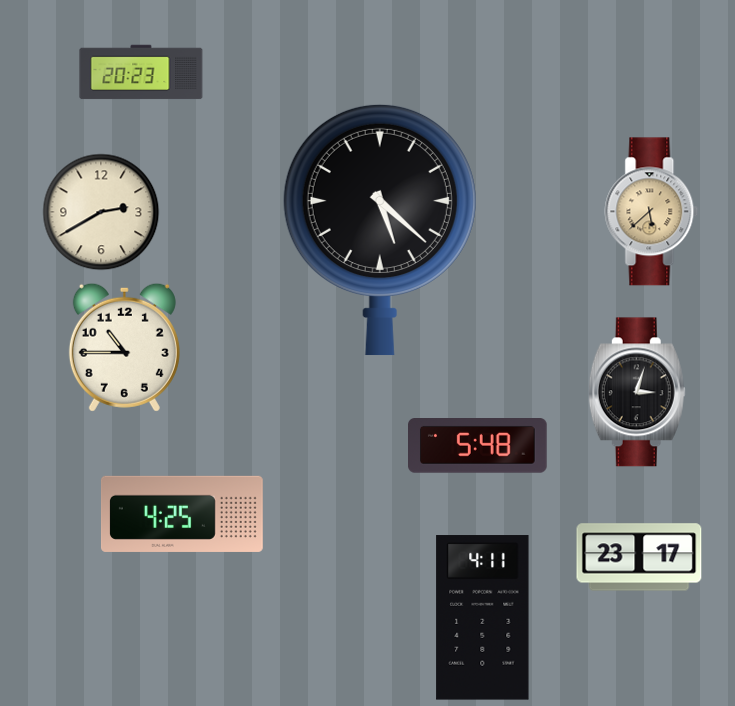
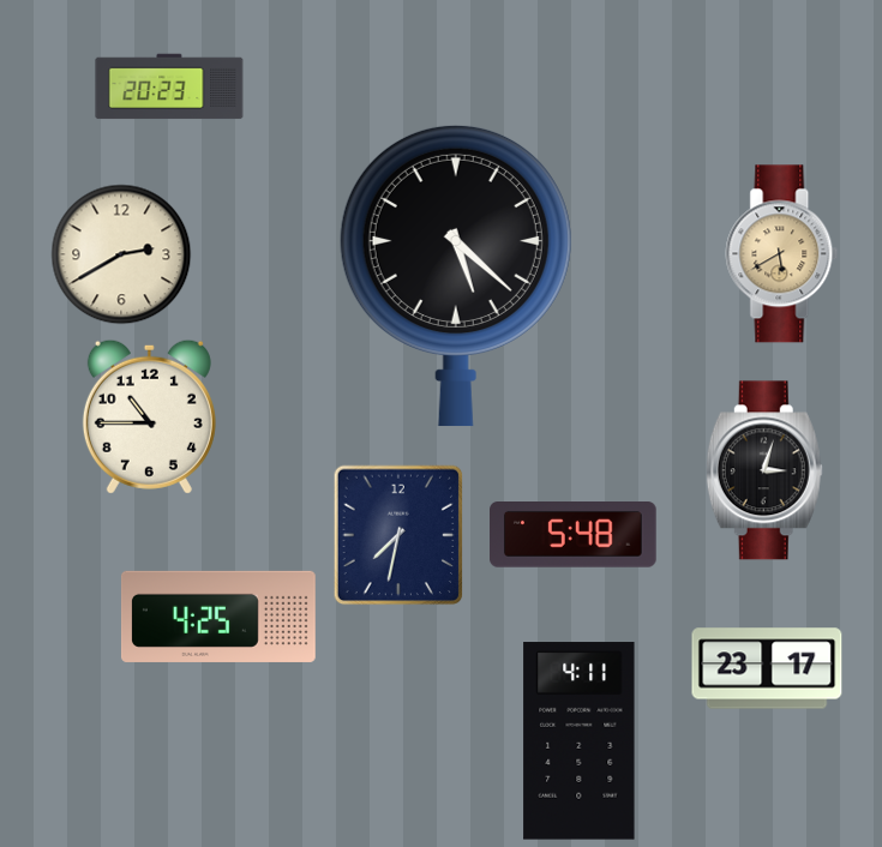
clock at (652, 212): 5:38 -> 5:40
clock at (398, 535): none -> 7:32
